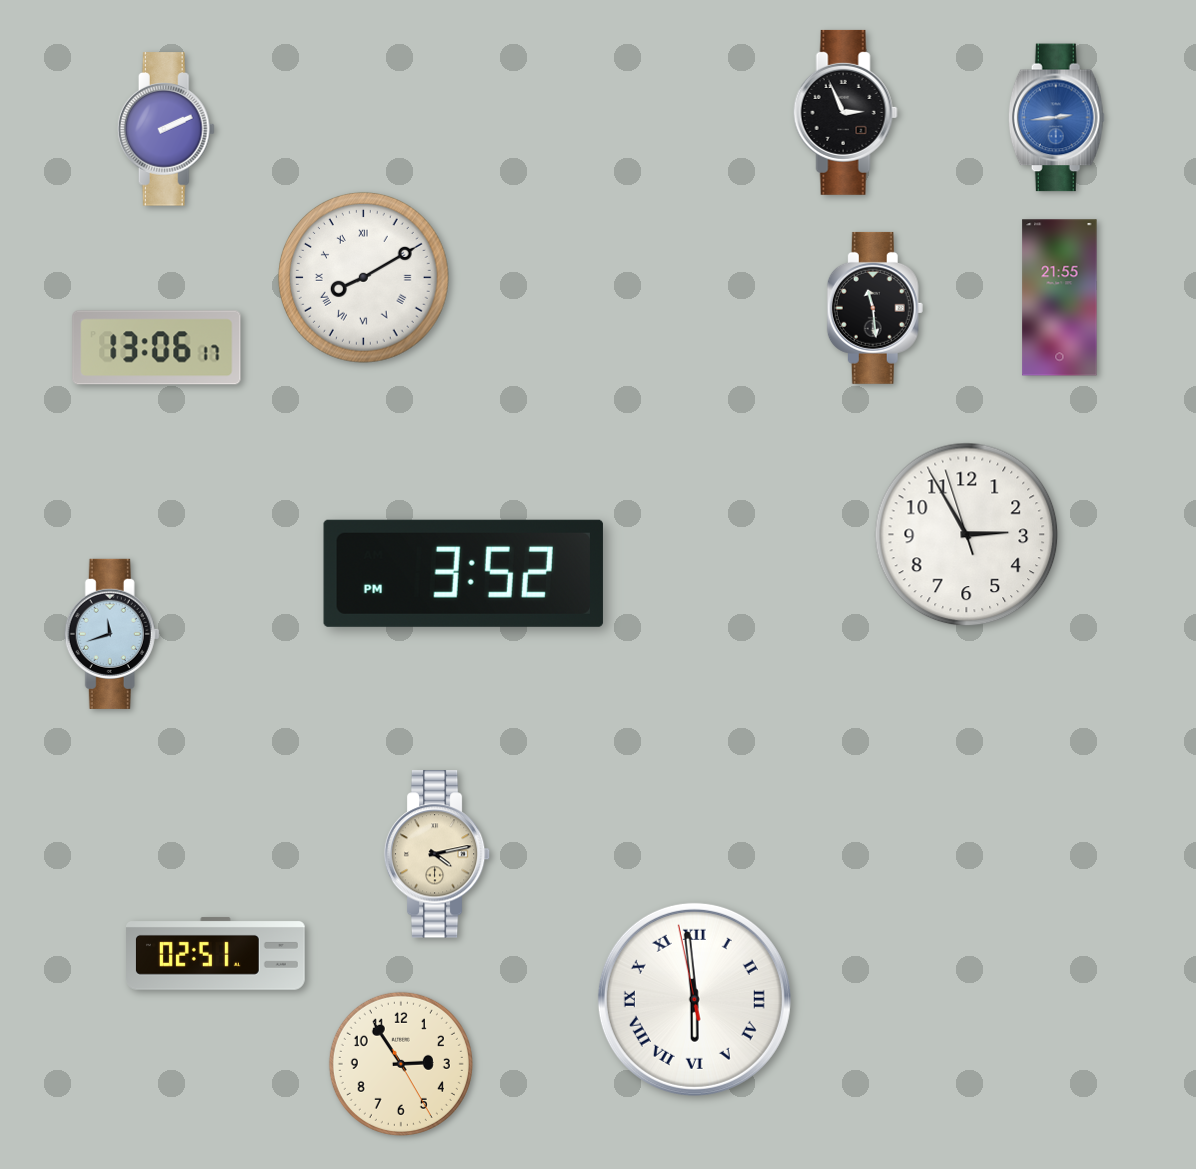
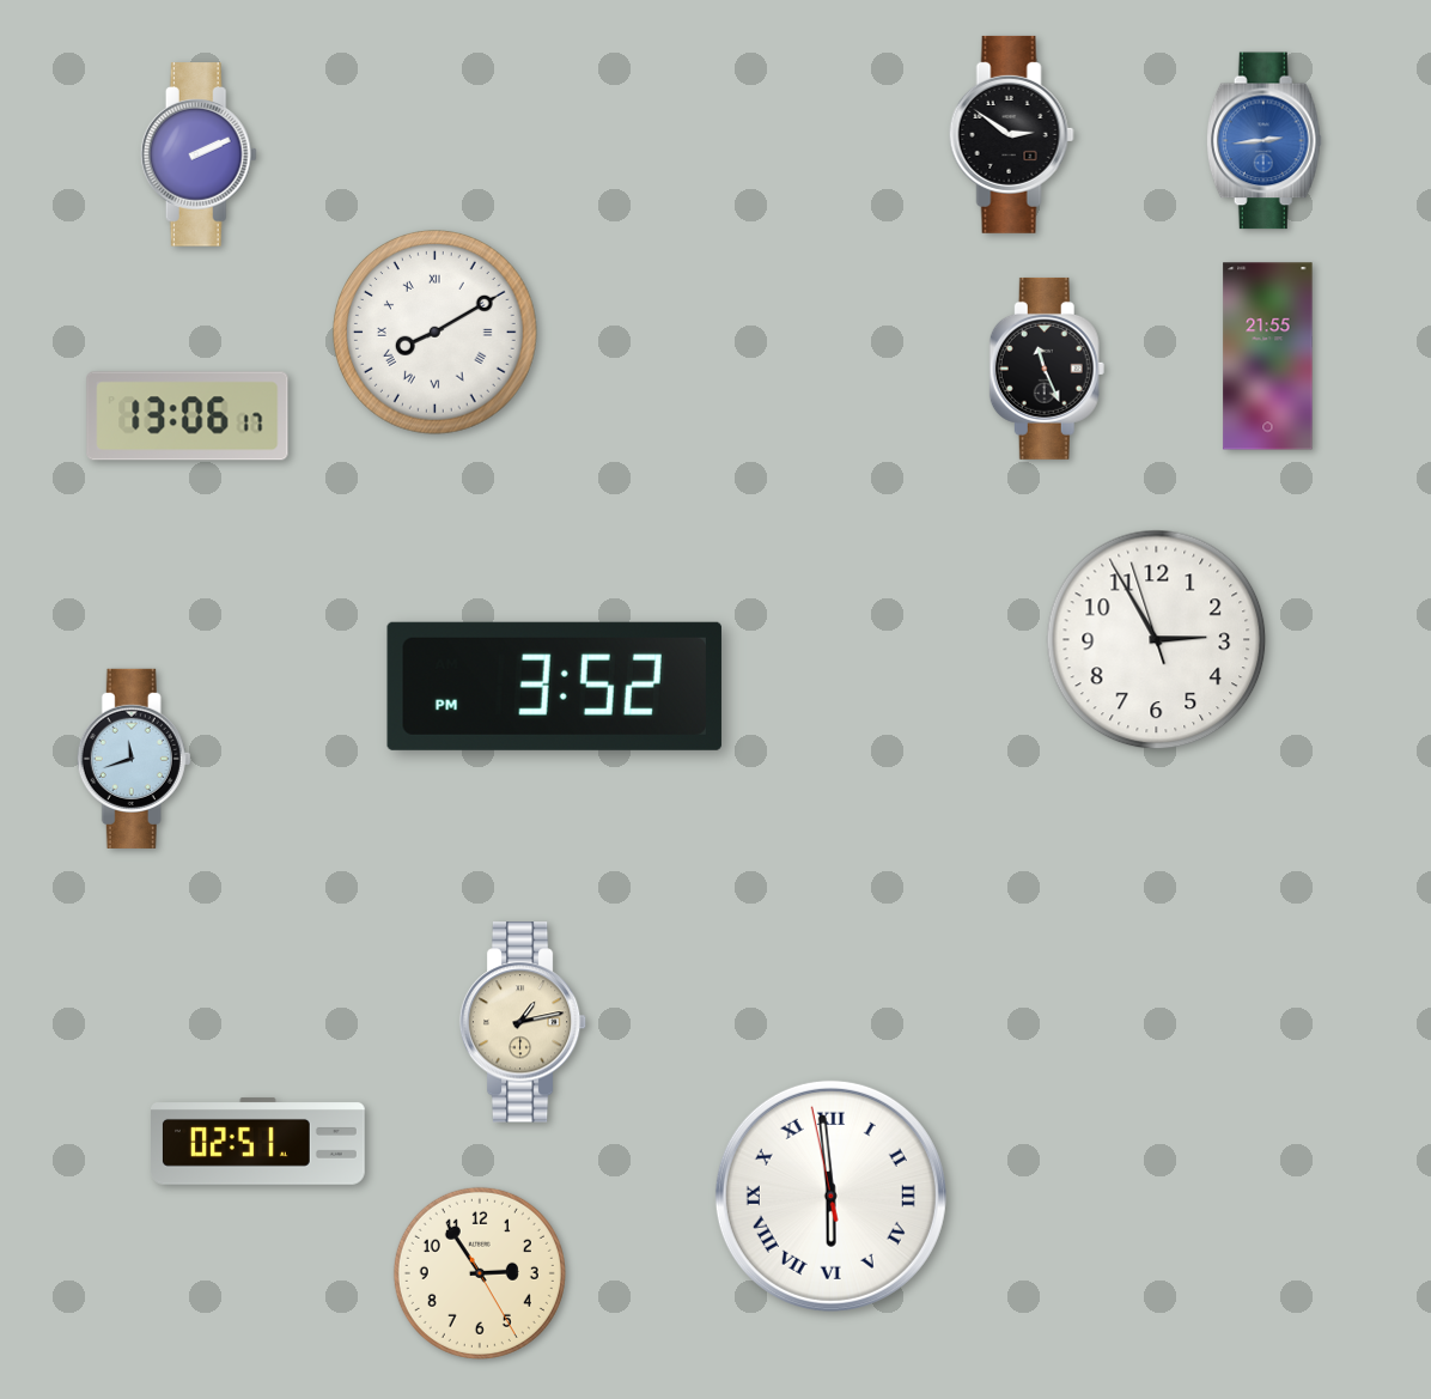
clock at (845, 112): 2:56 -> 2:51
clock at (875, 308): 11:29 -> 11:26
clock at (437, 854): 4:13 -> 1:13
